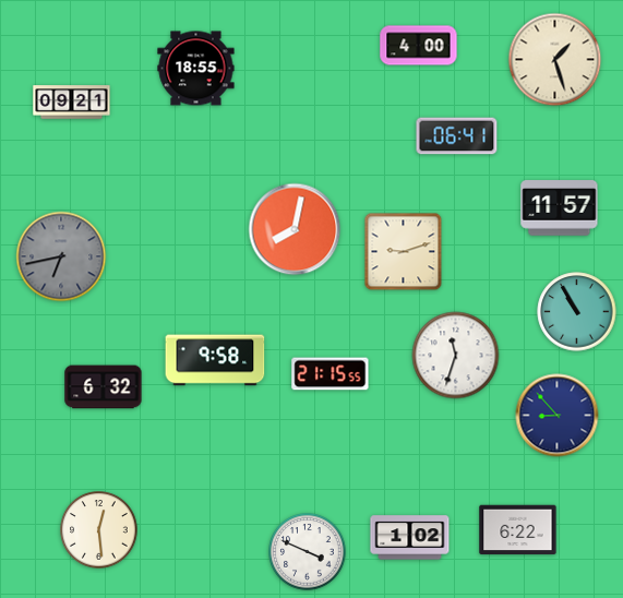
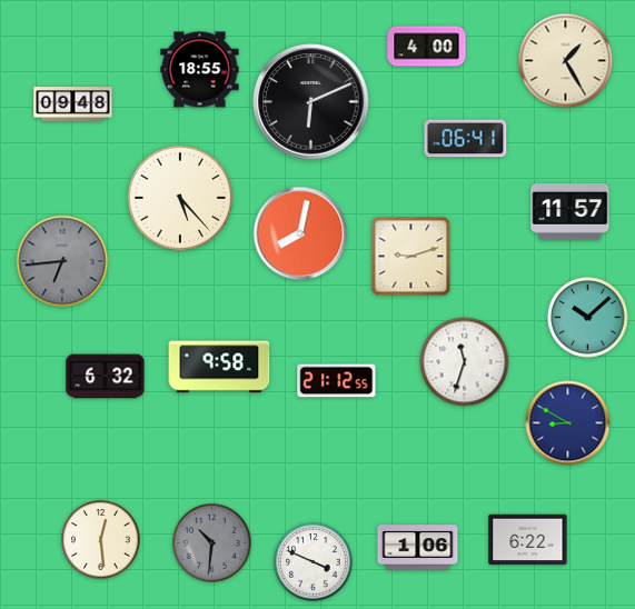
clock at (555, 60): 1:27 -> 1:25
clock at (311, 102): none -> 6:11
clock at (72, 103): 09:21 -> 09:48
clock at (180, 198): none -> 5:23
clock at (61, 256): 6:43 -> 6:44
clock at (577, 312): 10:55 -> 10:08
clock at (331, 374): 21:15 -> 21:12
clock at (104, 387) position: (104, 387) -> (106, 377)
clock at (558, 416): 8:53 -> 8:50
clock at (212, 543): none -> 10:31
clock at (410, 538): 1:02 -> 1:06
